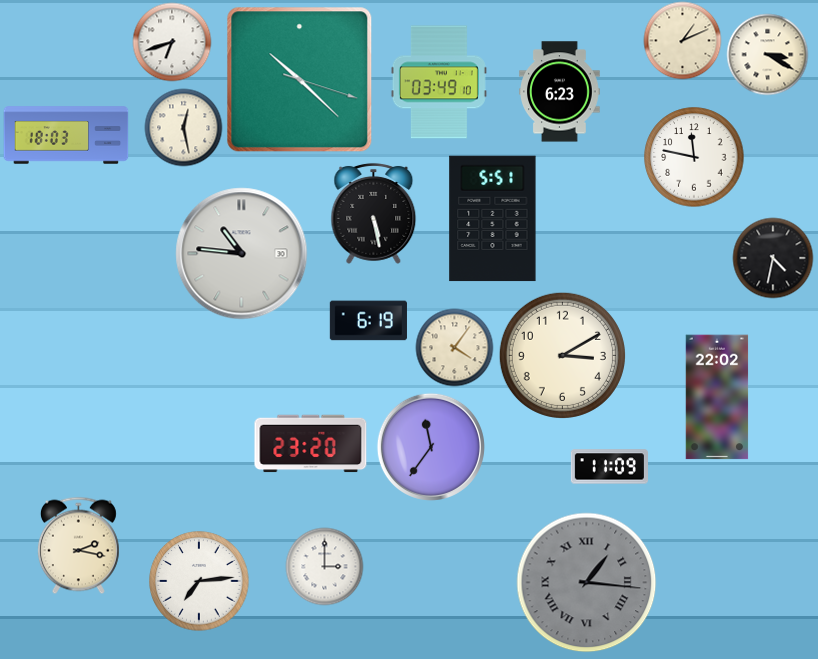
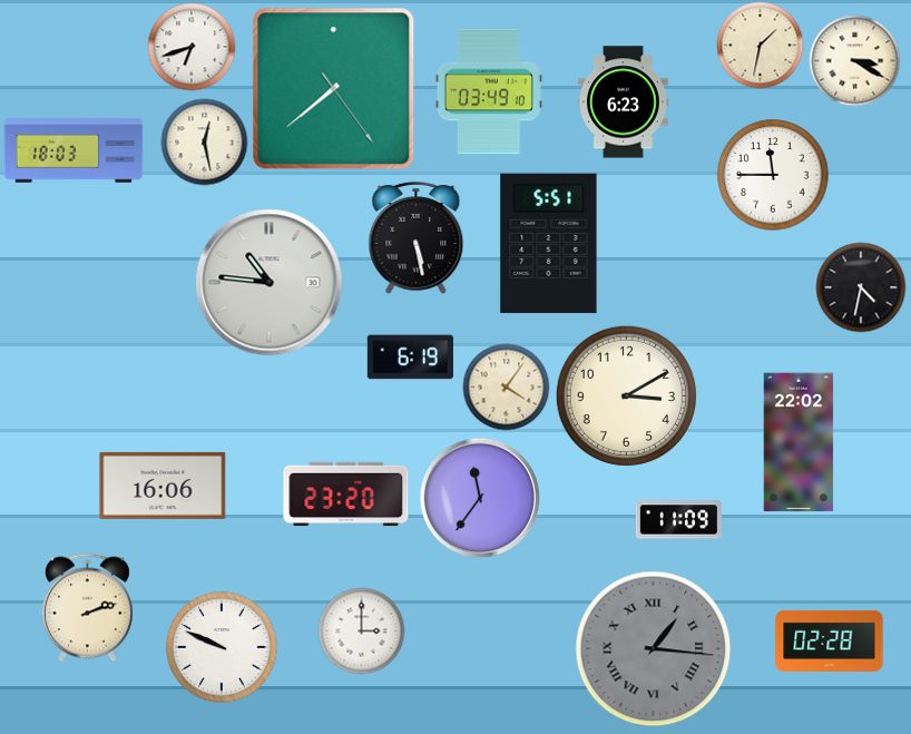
clock at (682, 40): 1:11 -> 1:32
clock at (300, 80): 10:22 -> 7:38
clock at (694, 157): 11:47 -> 11:45
clock at (163, 486): none -> 16:06
clock at (78, 545): 2:17 -> 2:12
clock at (830, 640): none -> 02:28
clock at (199, 581): 7:14 -> 9:49
